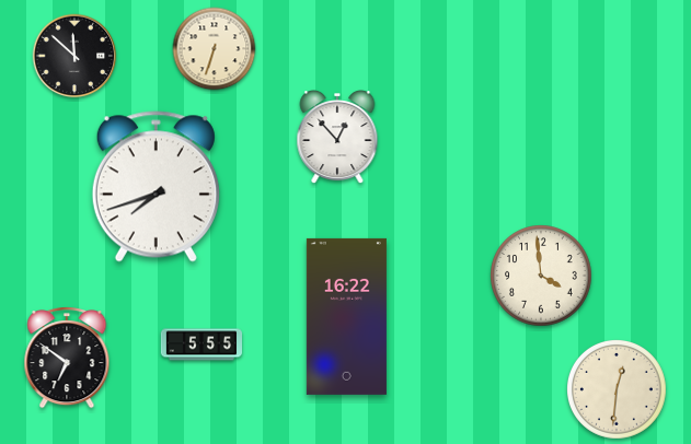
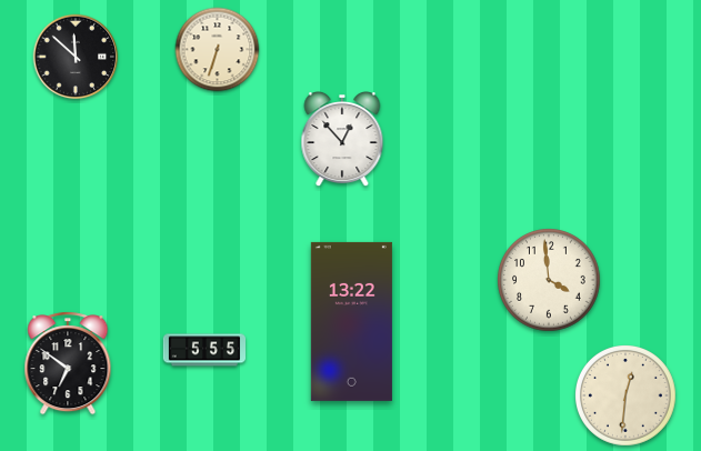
clock at (156, 187): 7:42 -> none
clock at (346, 316): 16:22 -> 13:22
